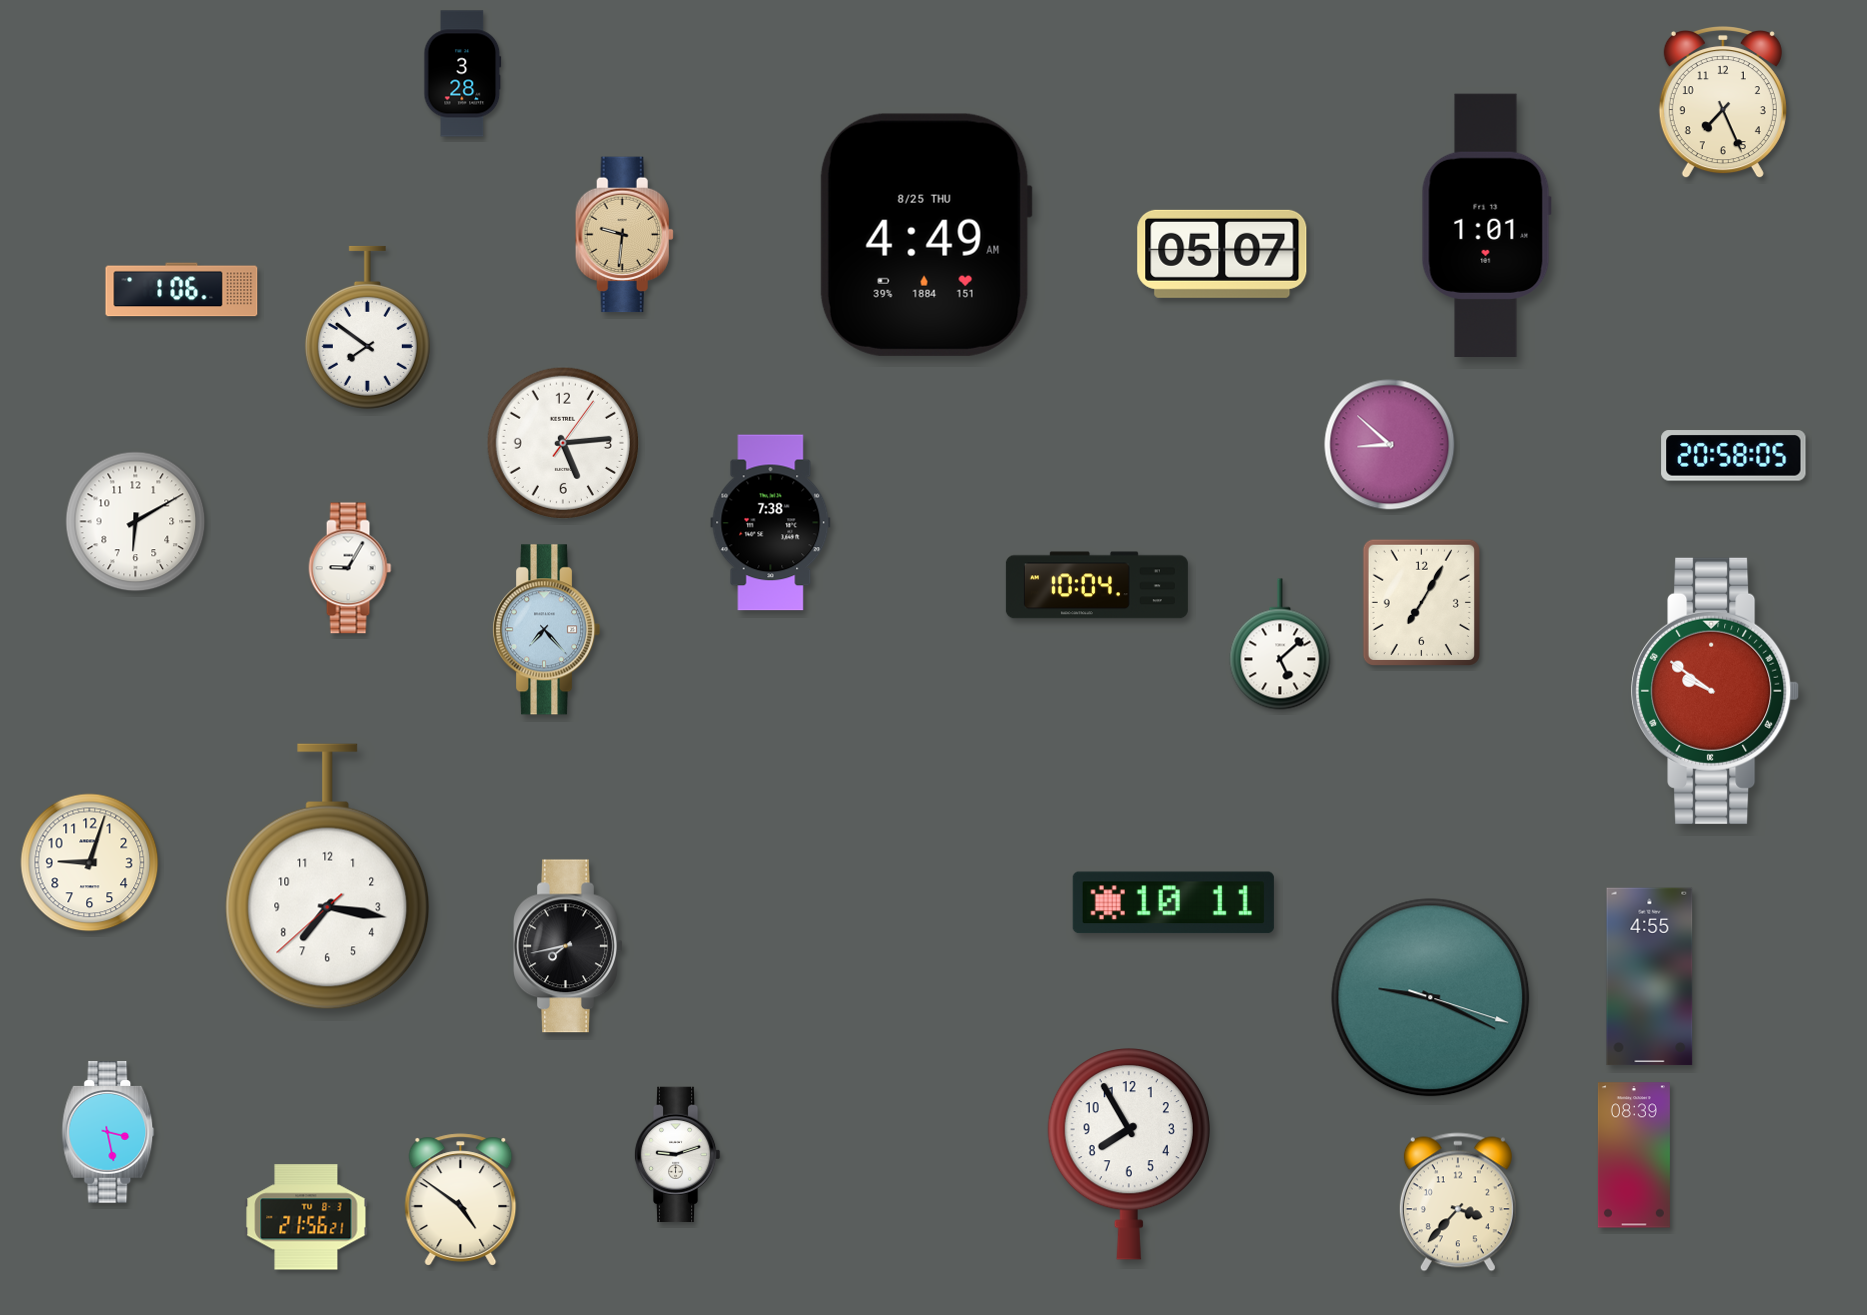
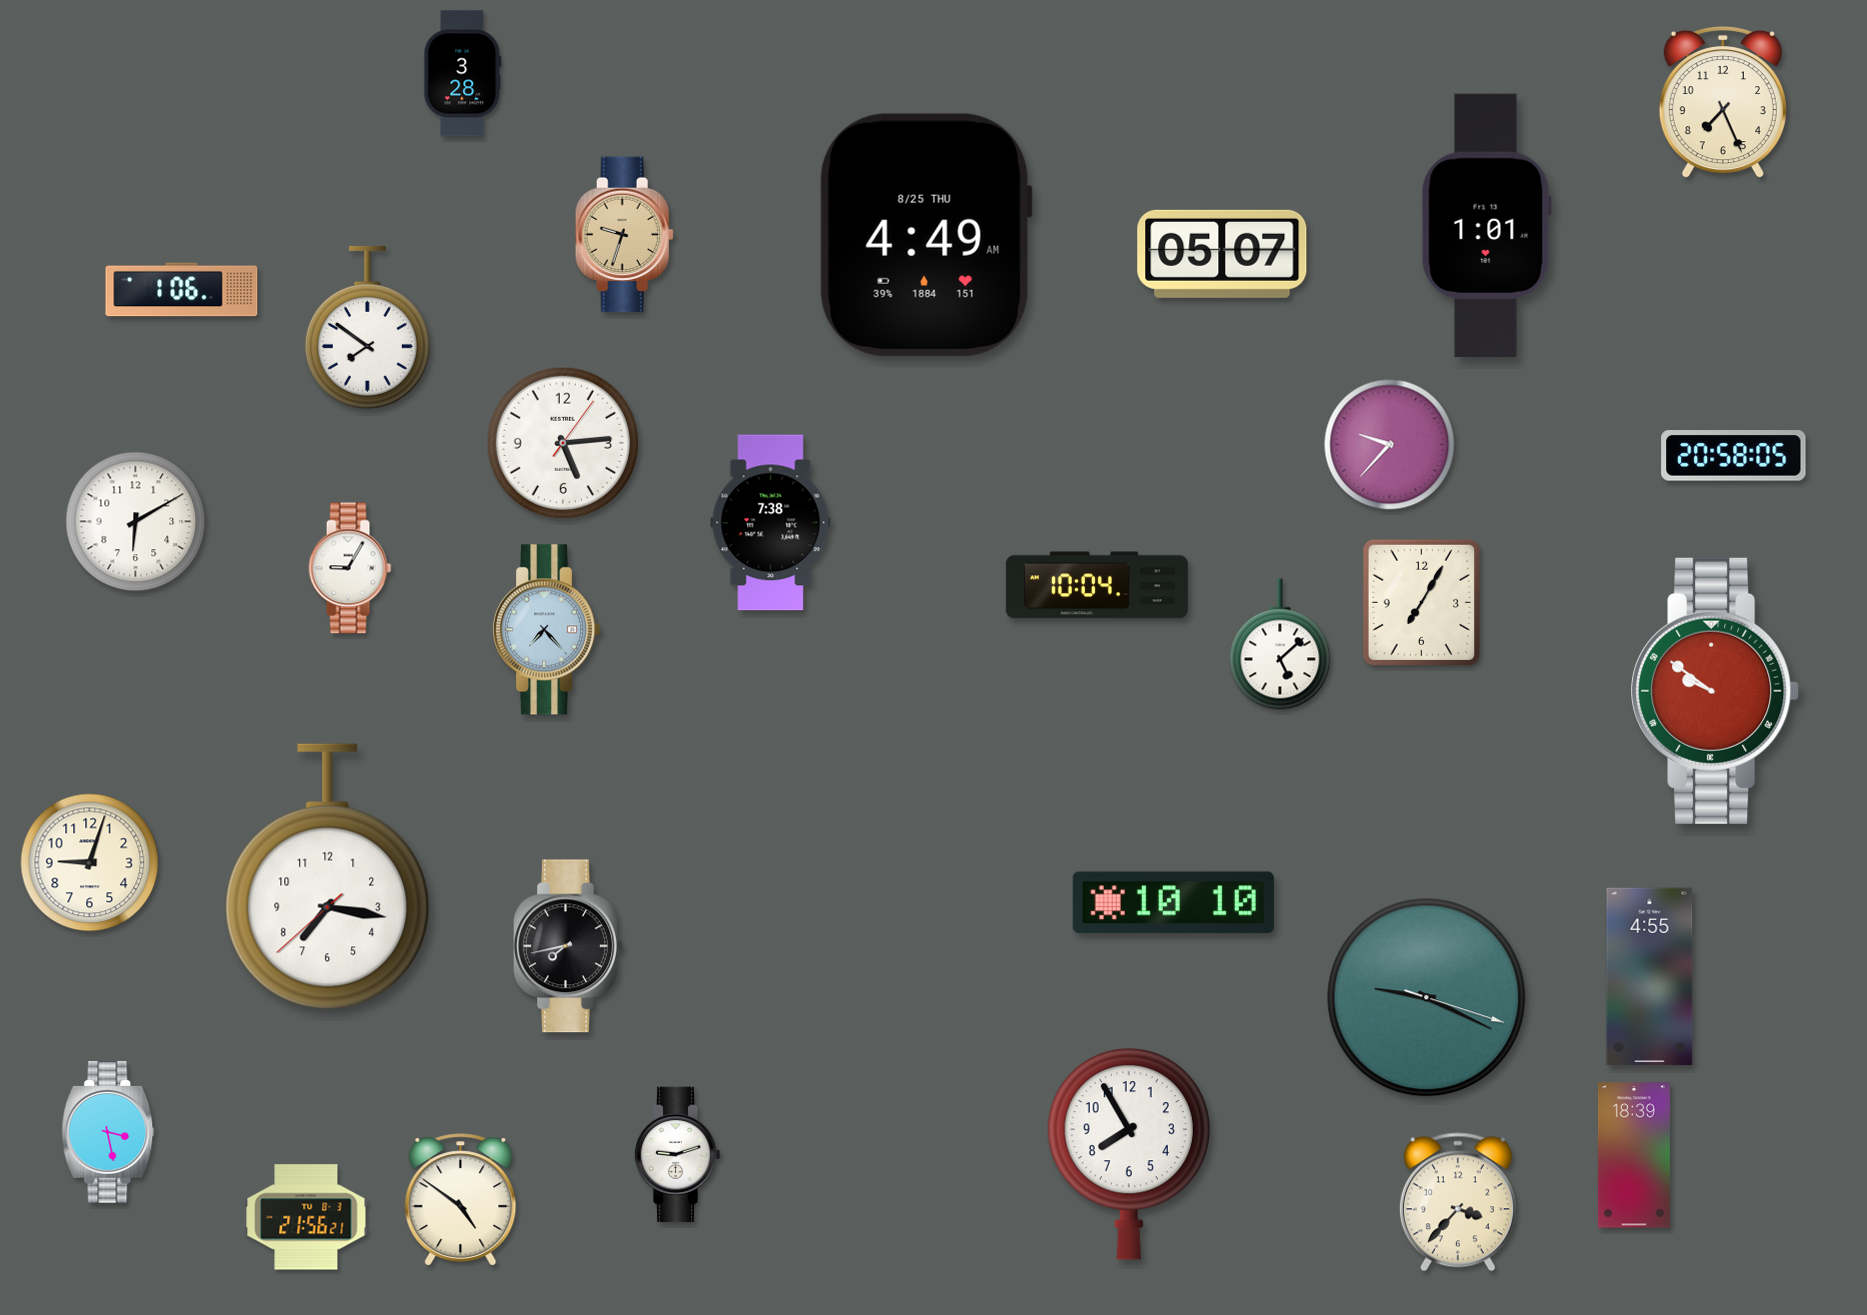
clock at (624, 235): 9:31 -> 9:33
clock at (1390, 445): 8:52 -> 9:37
clock at (1173, 903): 10:11 -> 10:10
clock at (1431, 998) position: (1431, 998) -> (1427, 998)
clock at (1634, 1155): 08:39 -> 18:39
